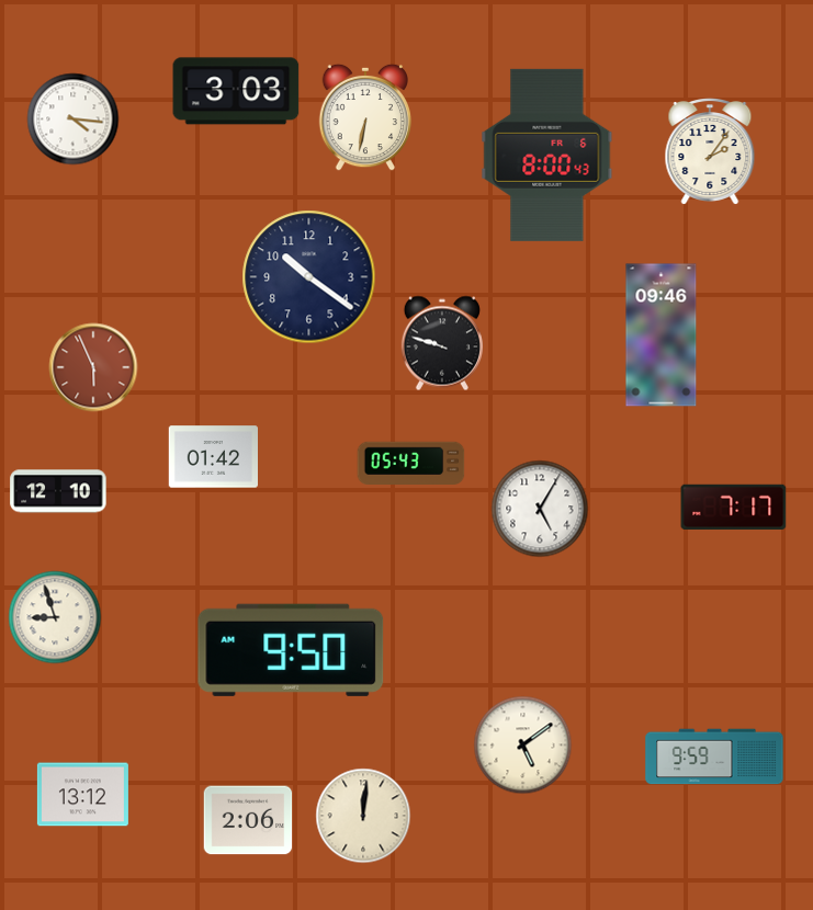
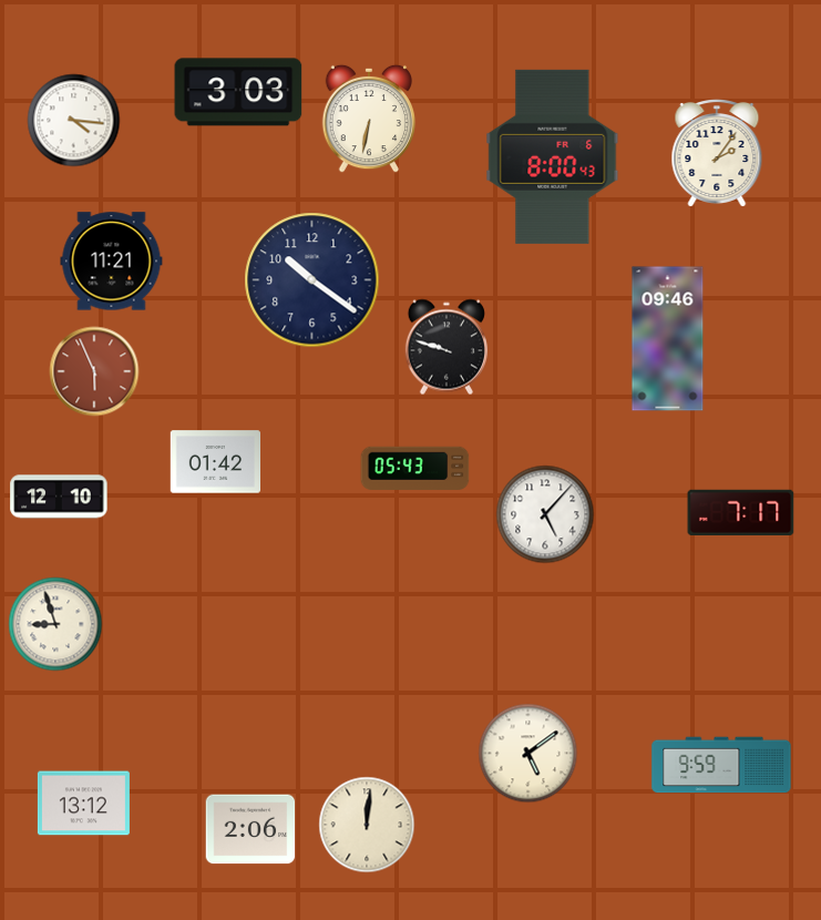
clock at (112, 262): none -> 11:21
clock at (540, 509): 5:05 -> 5:07
clock at (291, 650): 9:50 -> none
